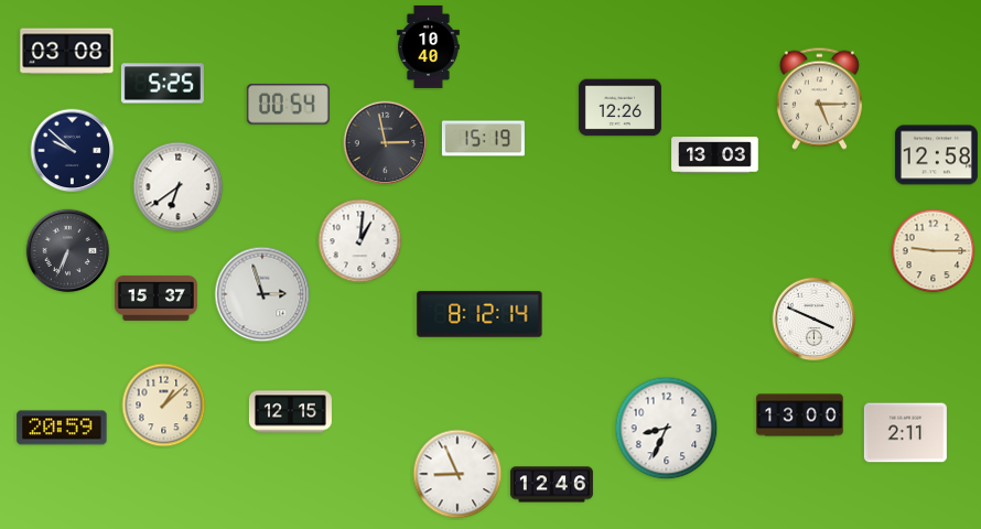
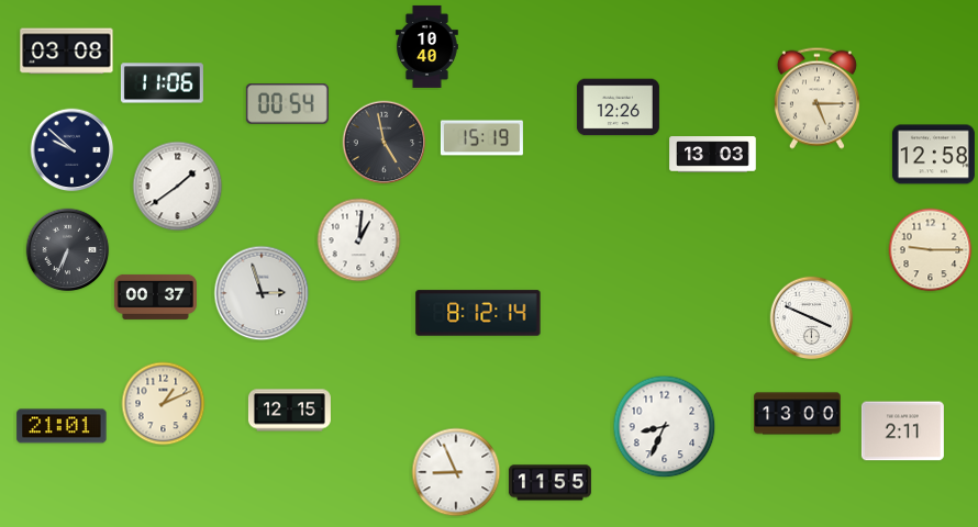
clock at (162, 84): 5:25 -> 11:06
clock at (386, 143): 2:58 -> 4:58
clock at (179, 187): 6:39 -> 1:39
clock at (155, 298): 15:37 -> 00:37
clock at (164, 406): 1:08 -> 1:11
clock at (62, 428): 20:59 -> 21:01
clock at (551, 485): 12:46 -> 11:55
